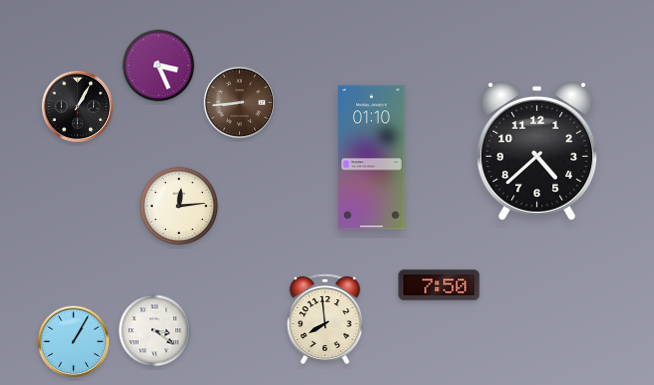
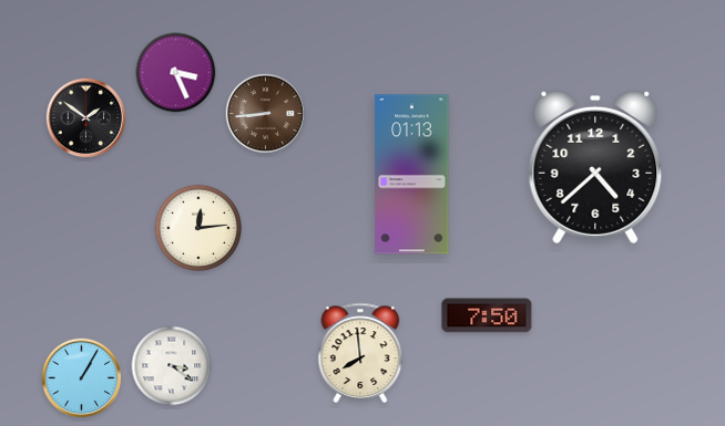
clock at (78, 107): 1:05 -> 1:51
clock at (372, 158): 01:10 -> 01:13
